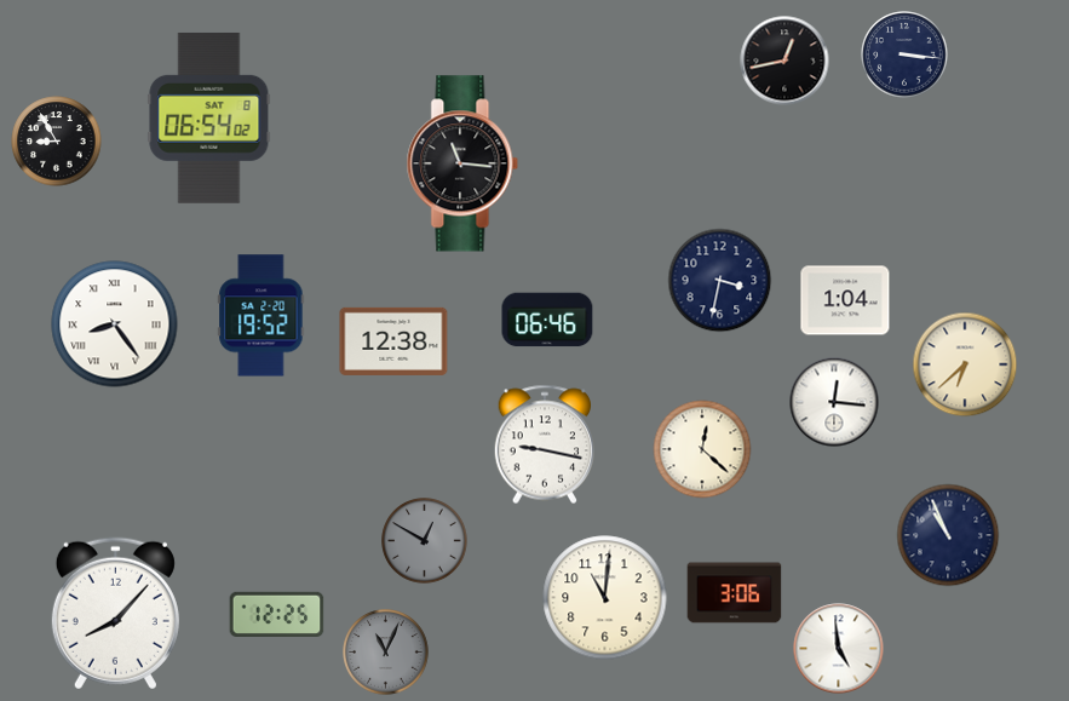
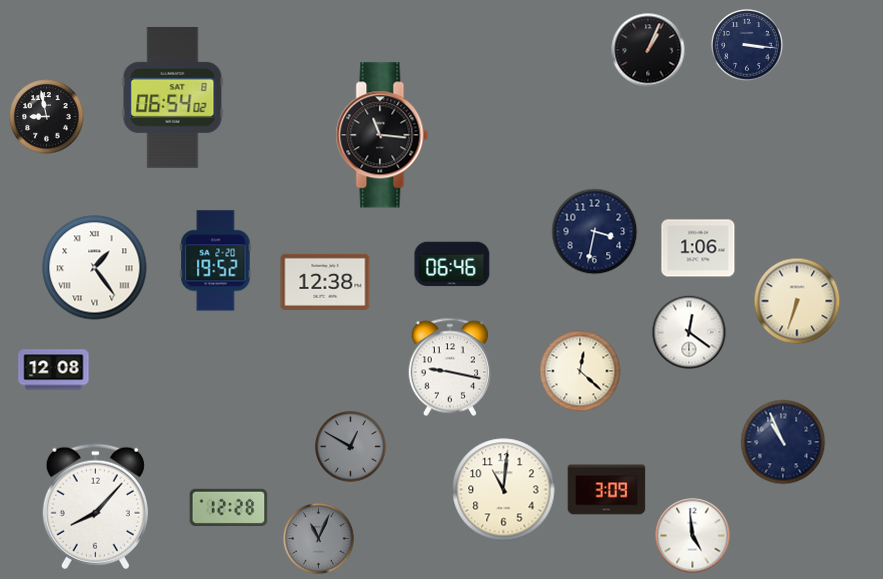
clock at (784, 61): 12:43 -> 1:04
clock at (57, 142): 8:55 -> 8:58
clock at (845, 300): 1:04 -> 1:06
clock at (115, 324): 8:24 -> 1:24
clock at (965, 364): 6:38 -> 6:33
clock at (834, 402): 12:16 -> 12:21
clock at (54, 370): none -> 12:08
clock at (735, 593): 3:06 -> 3:09
clock at (605, 598) position: (605, 598) -> (504, 490)
clock at (277, 614): 12:25 -> 12:28
